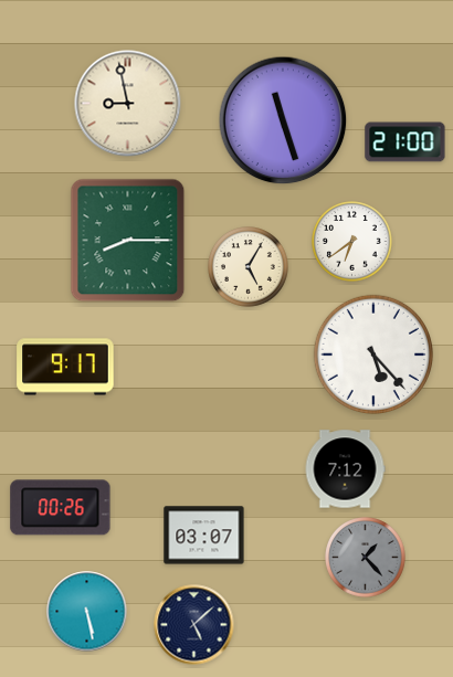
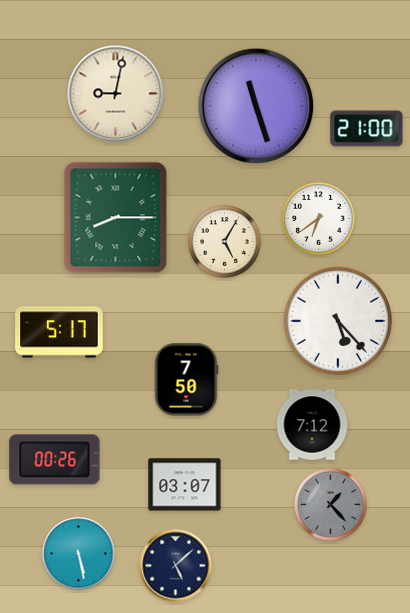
clock at (128, 104): 8:58 -> 9:02
clock at (283, 120) position: (283, 120) -> (256, 106)
clock at (65, 367): 9:17 -> 5:17
clock at (186, 380): none -> 7:50
